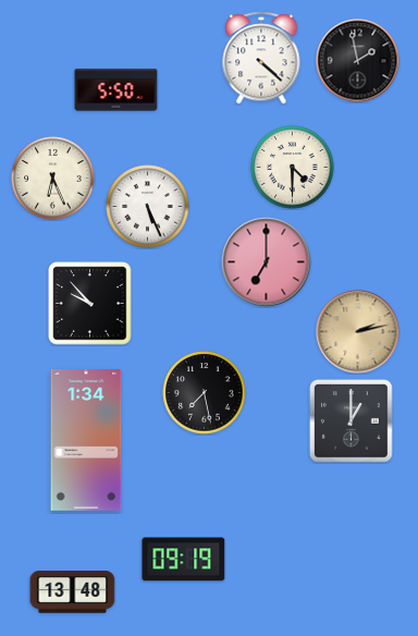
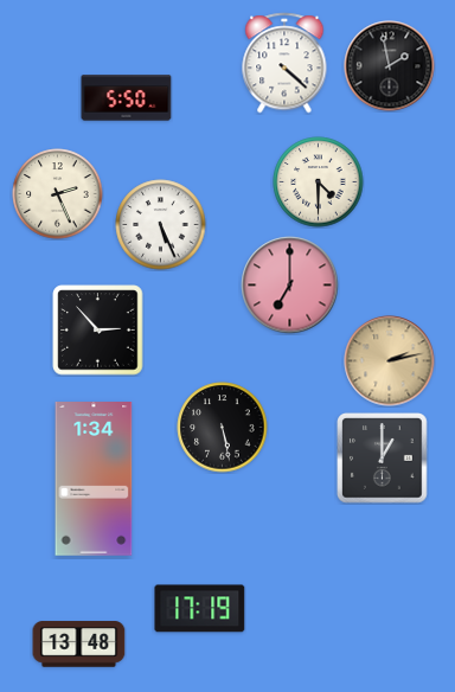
clock at (53, 179): 6:26 -> 2:26
clock at (90, 304): 9:53 -> 2:53
clock at (205, 393): 7:28 -> 5:28
clock at (184, 560): 09:19 -> 17:19
